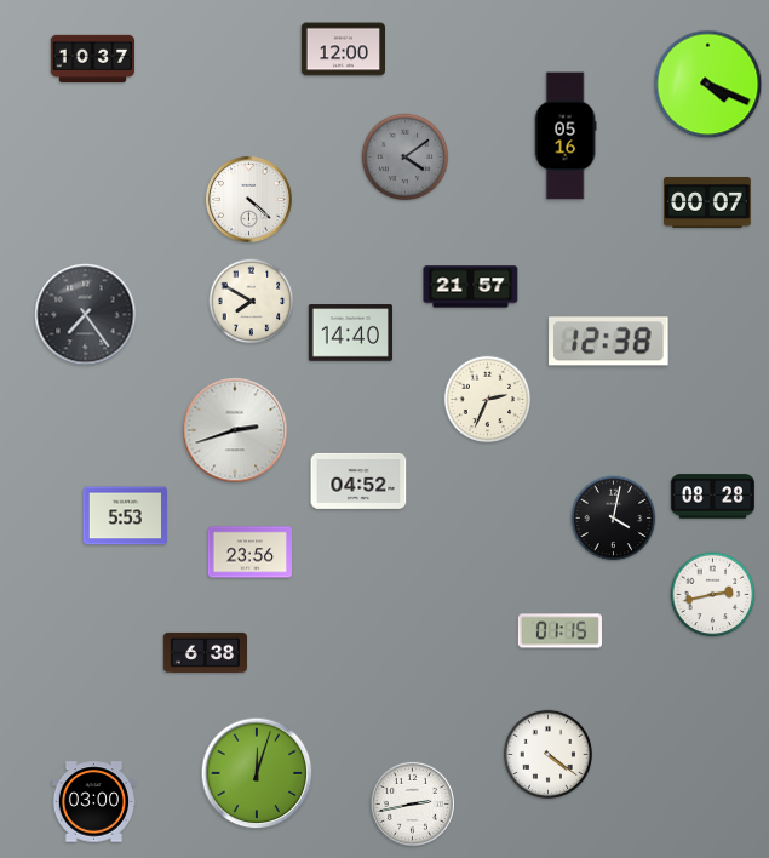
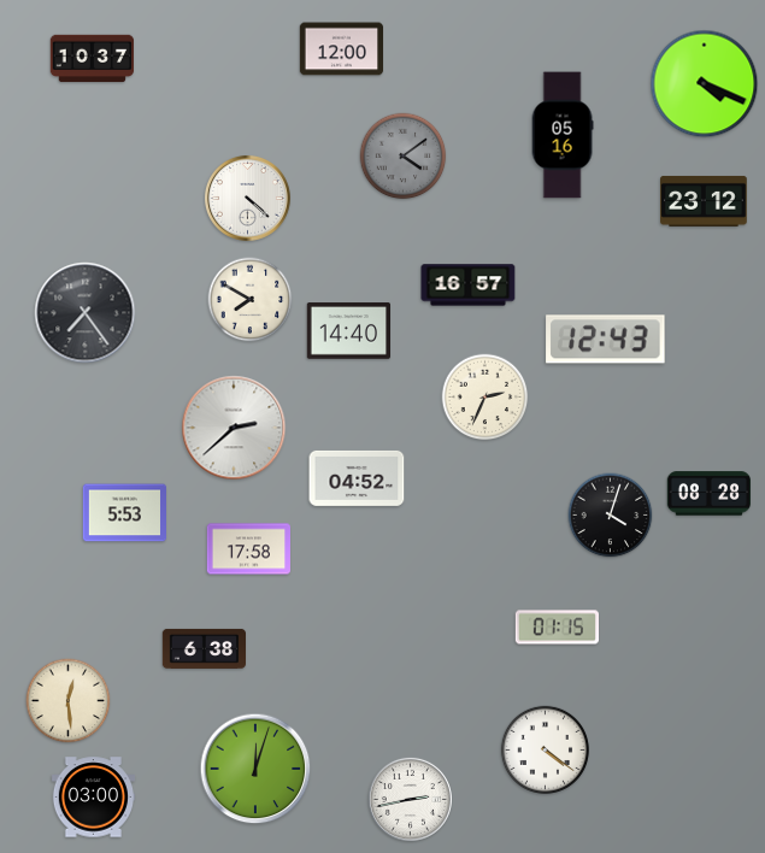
clock at (707, 202): 00:07 -> 23:12
clock at (471, 287): 21:57 -> 16:57
clock at (609, 342): 12:38 -> 12:43
clock at (235, 430): 2:42 -> 2:38
clock at (614, 519): 4:02 -> 4:03
clock at (249, 553): 23:56 -> 17:58
clock at (713, 595): 2:43 -> none
clock at (69, 701): none -> 12:29
